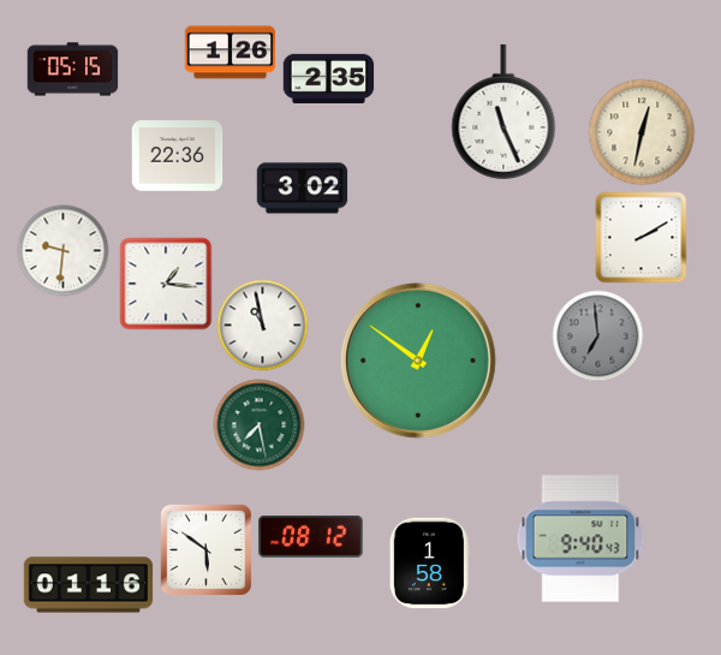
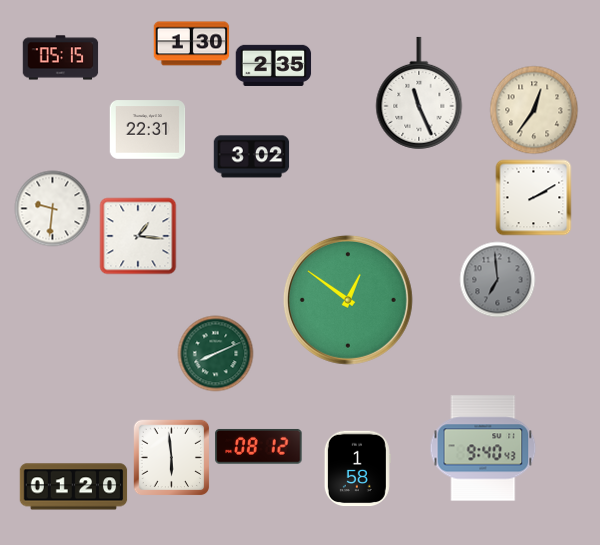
clock at (231, 53): 1:26 -> 1:30
clock at (642, 132): 12:32 -> 12:36
clock at (178, 156): 22:36 -> 22:31
clock at (263, 326): 10:58 -> none
clock at (260, 425): 7:28 -> 8:11
clock at (205, 549): 5:51 -> 5:59
clock at (89, 585): 01:16 -> 01:20
